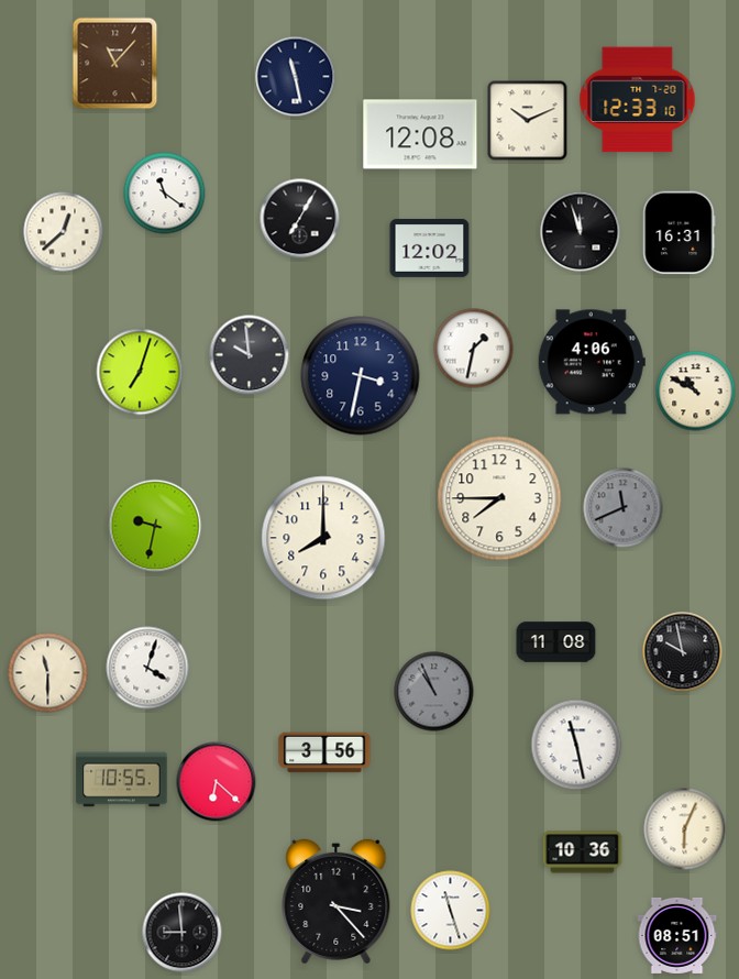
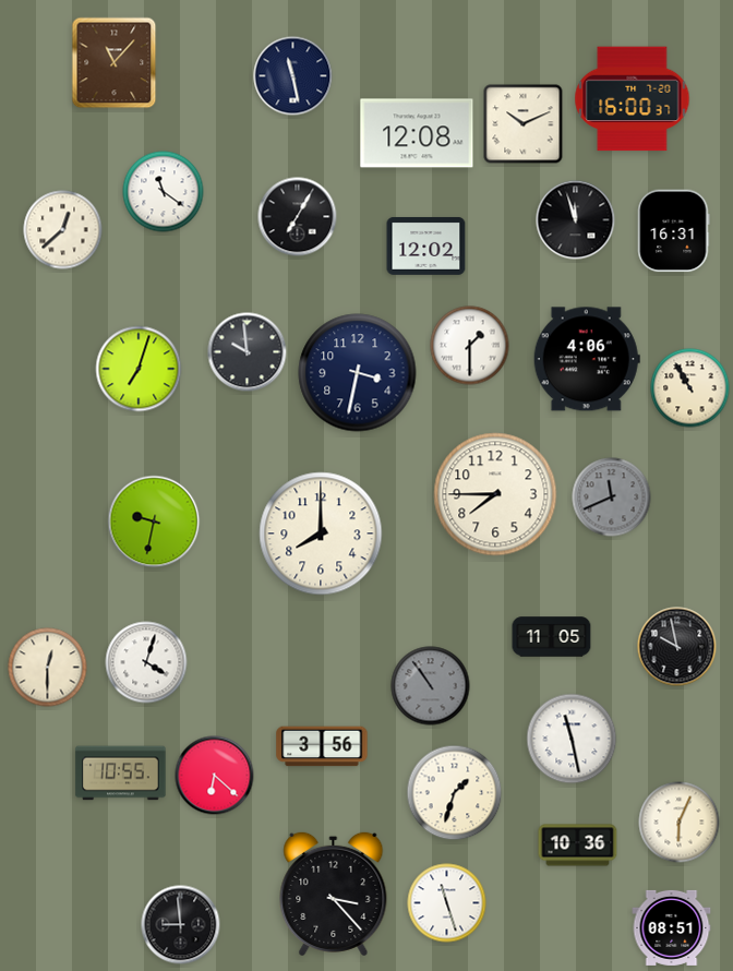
clock at (638, 100): 12:33 -> 16:00
clock at (528, 121) position: (528, 121) -> (524, 124)
clock at (581, 232) position: (581, 232) -> (576, 220)
clock at (474, 349): 1:32 -> 1:30
clock at (696, 392): 10:50 -> 10:55
clock at (624, 508) position: (624, 508) -> (612, 498)
clock at (556, 642): 11:08 -> 11:05
clock at (48, 673): 11:30 -> 12:30
clock at (434, 692): 10:56 -> 10:54
clock at (455, 793): none -> 1:33
